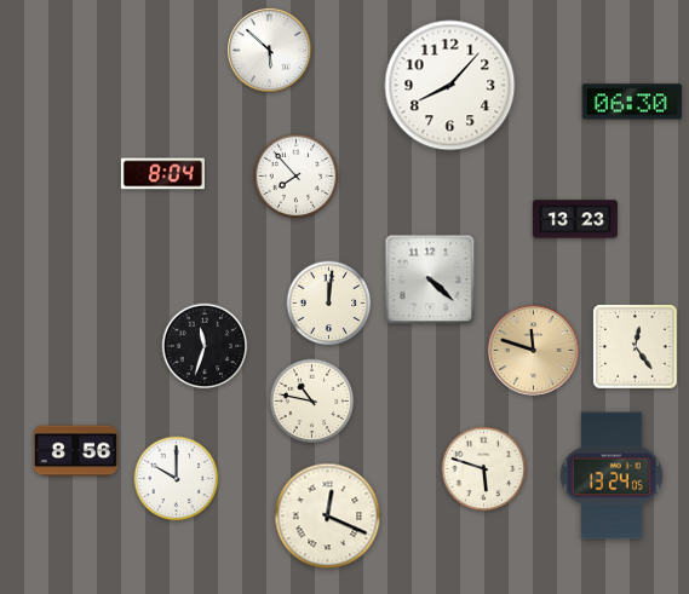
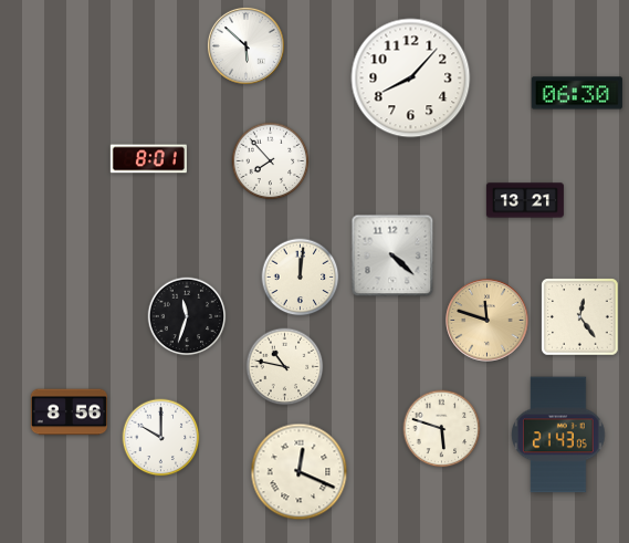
clock at (162, 174): 8:04 -> 8:01
clock at (575, 219): 13:23 -> 13:21
clock at (612, 475): 13:24 -> 21:43
